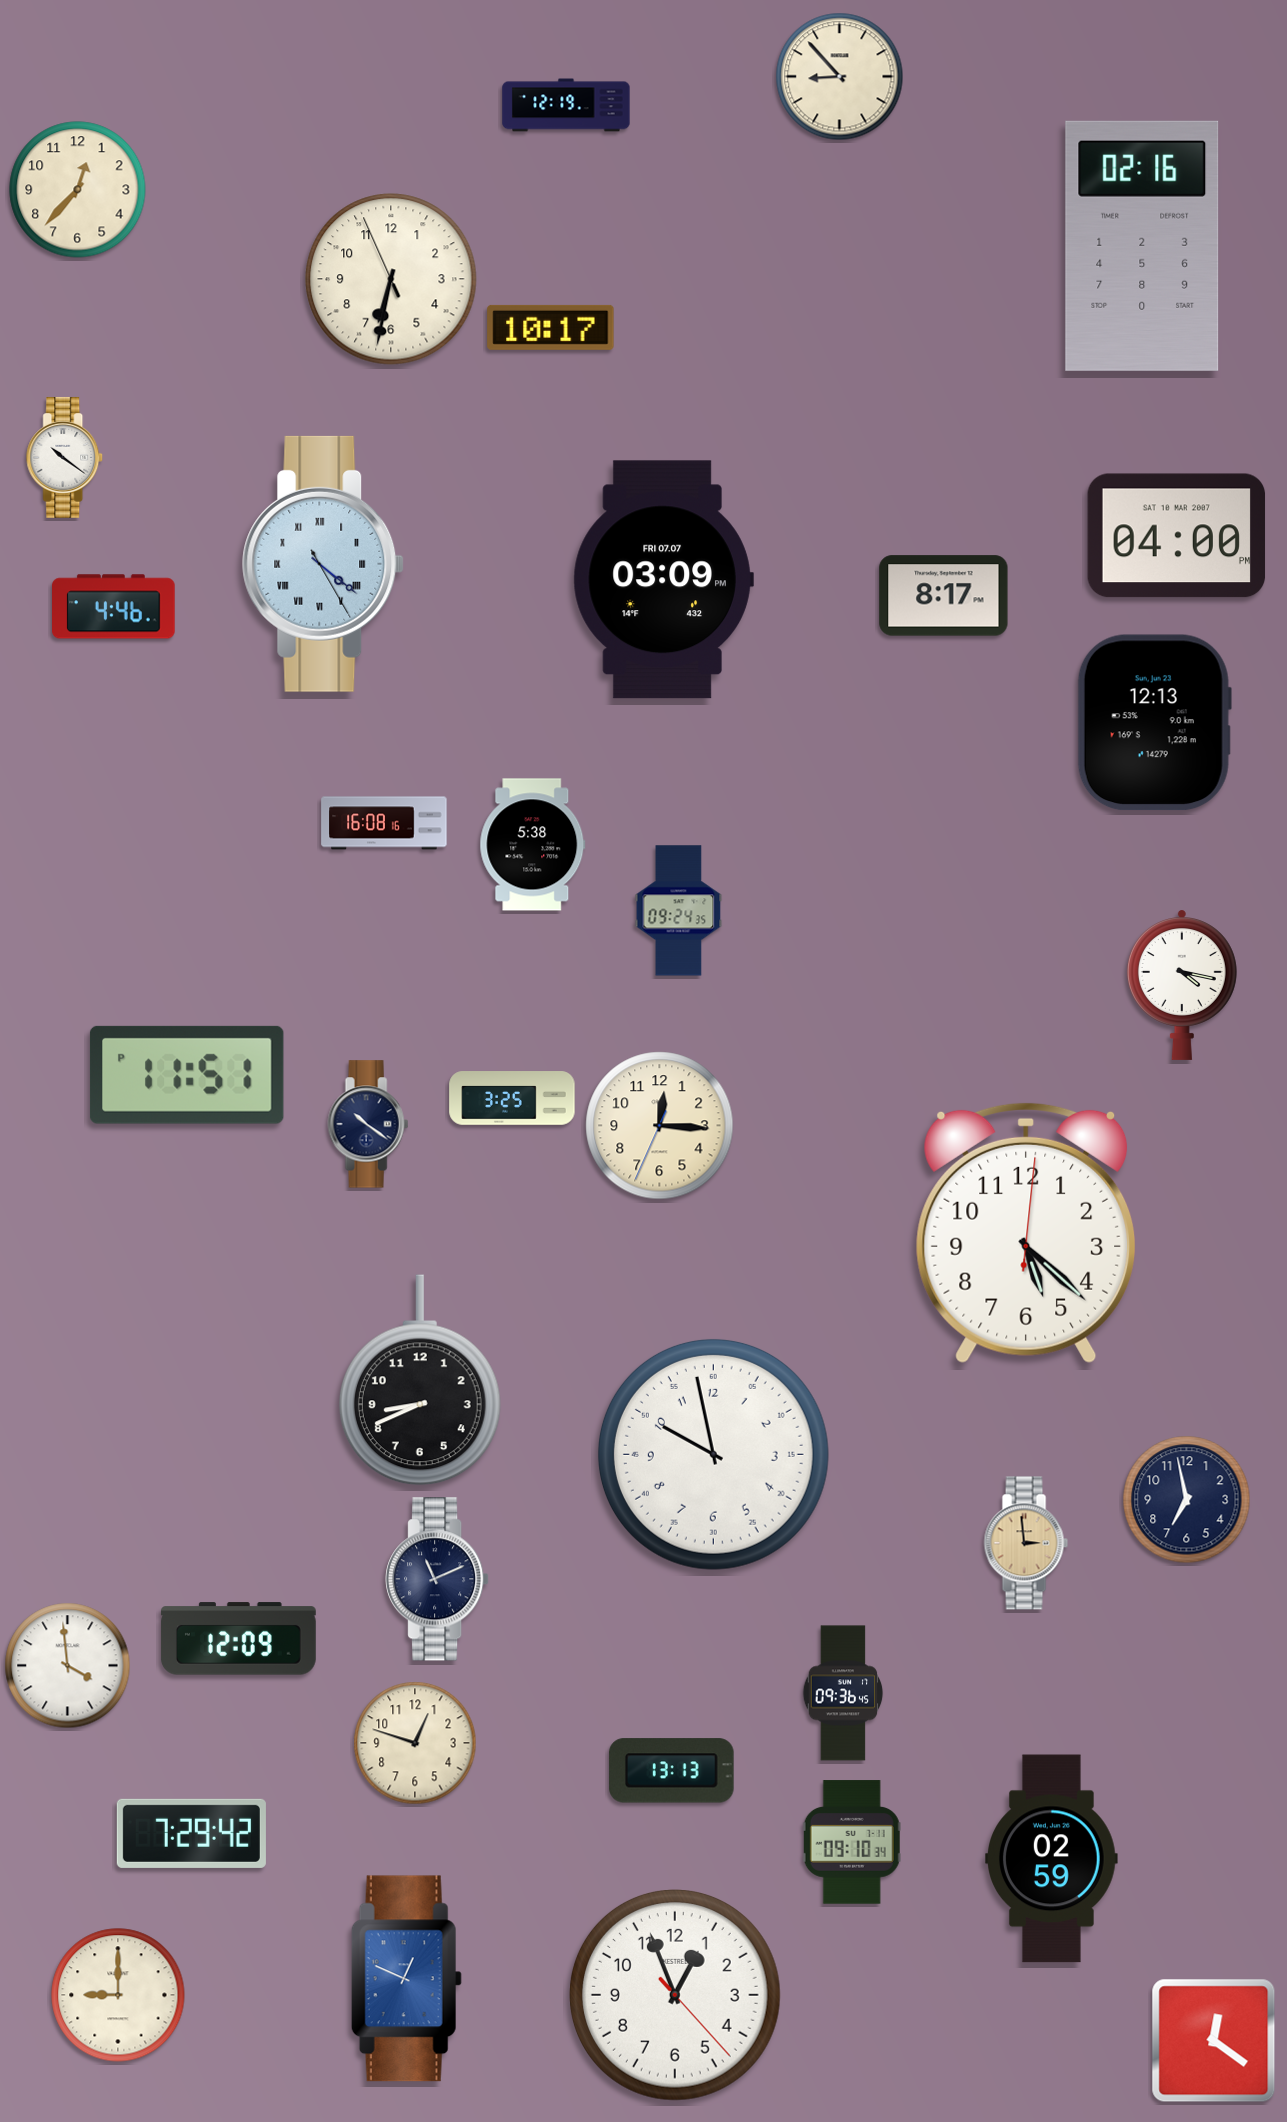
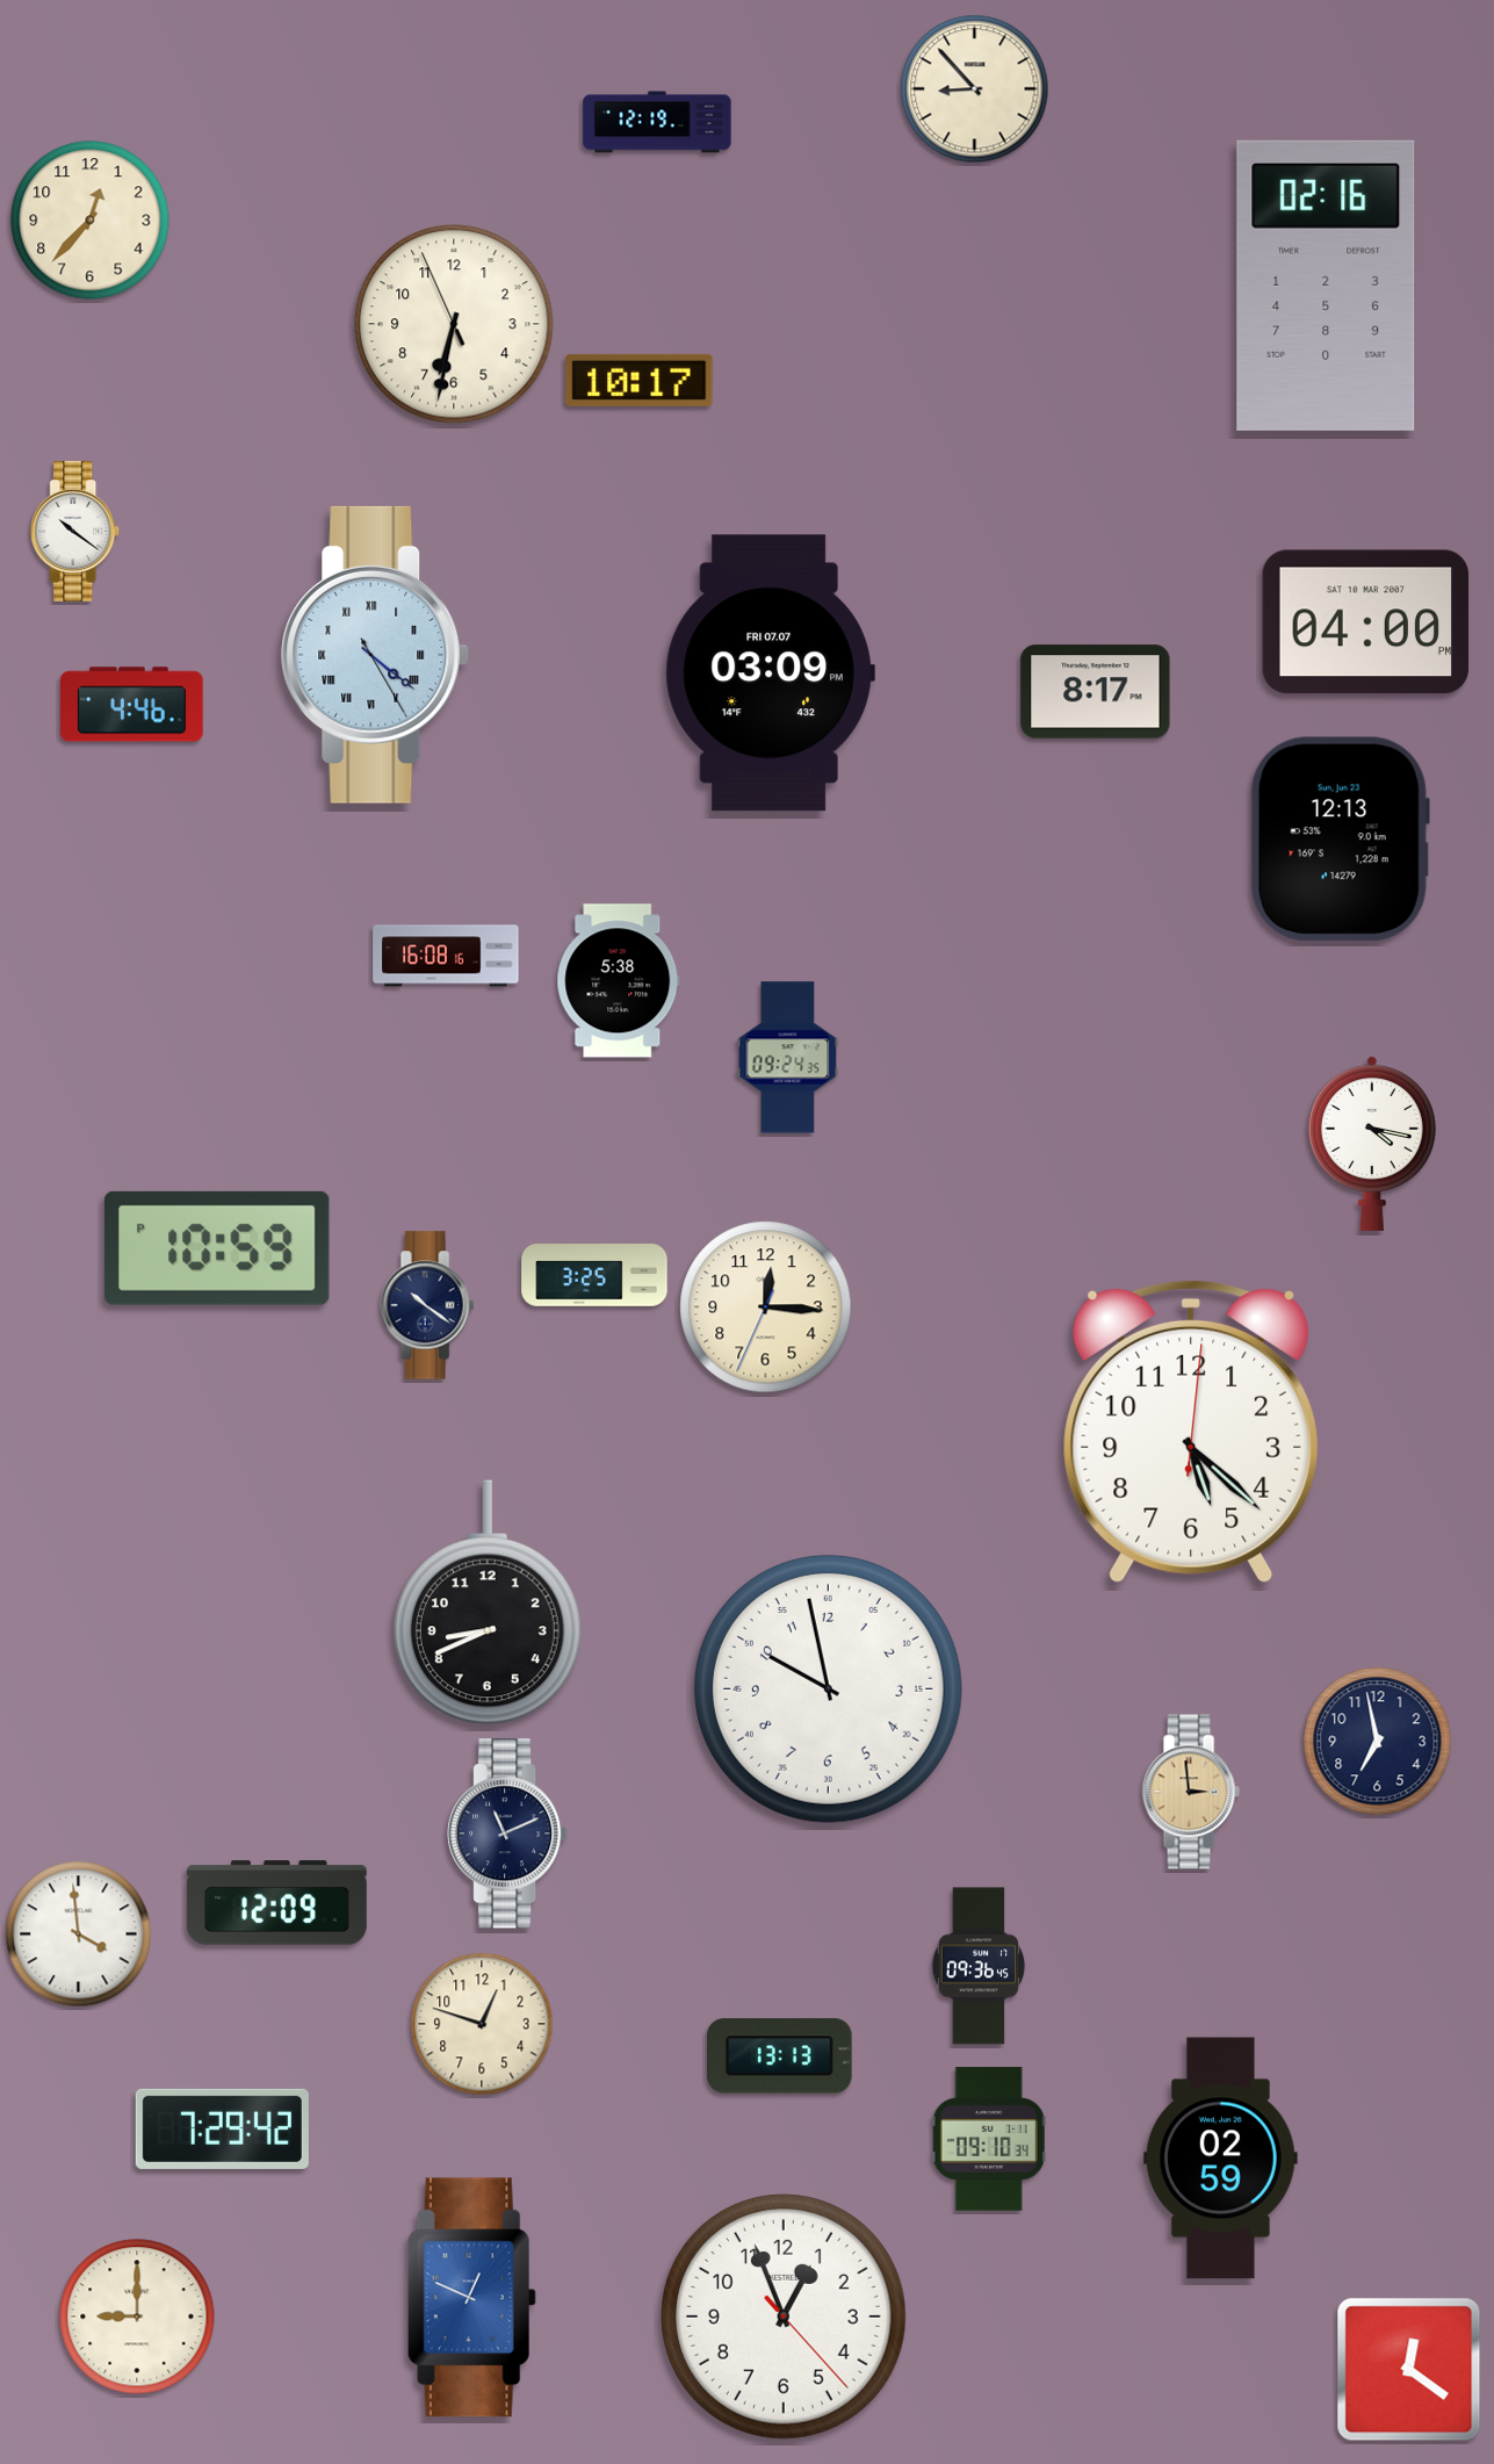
clock at (187, 1075): 11:51 -> 10:59
